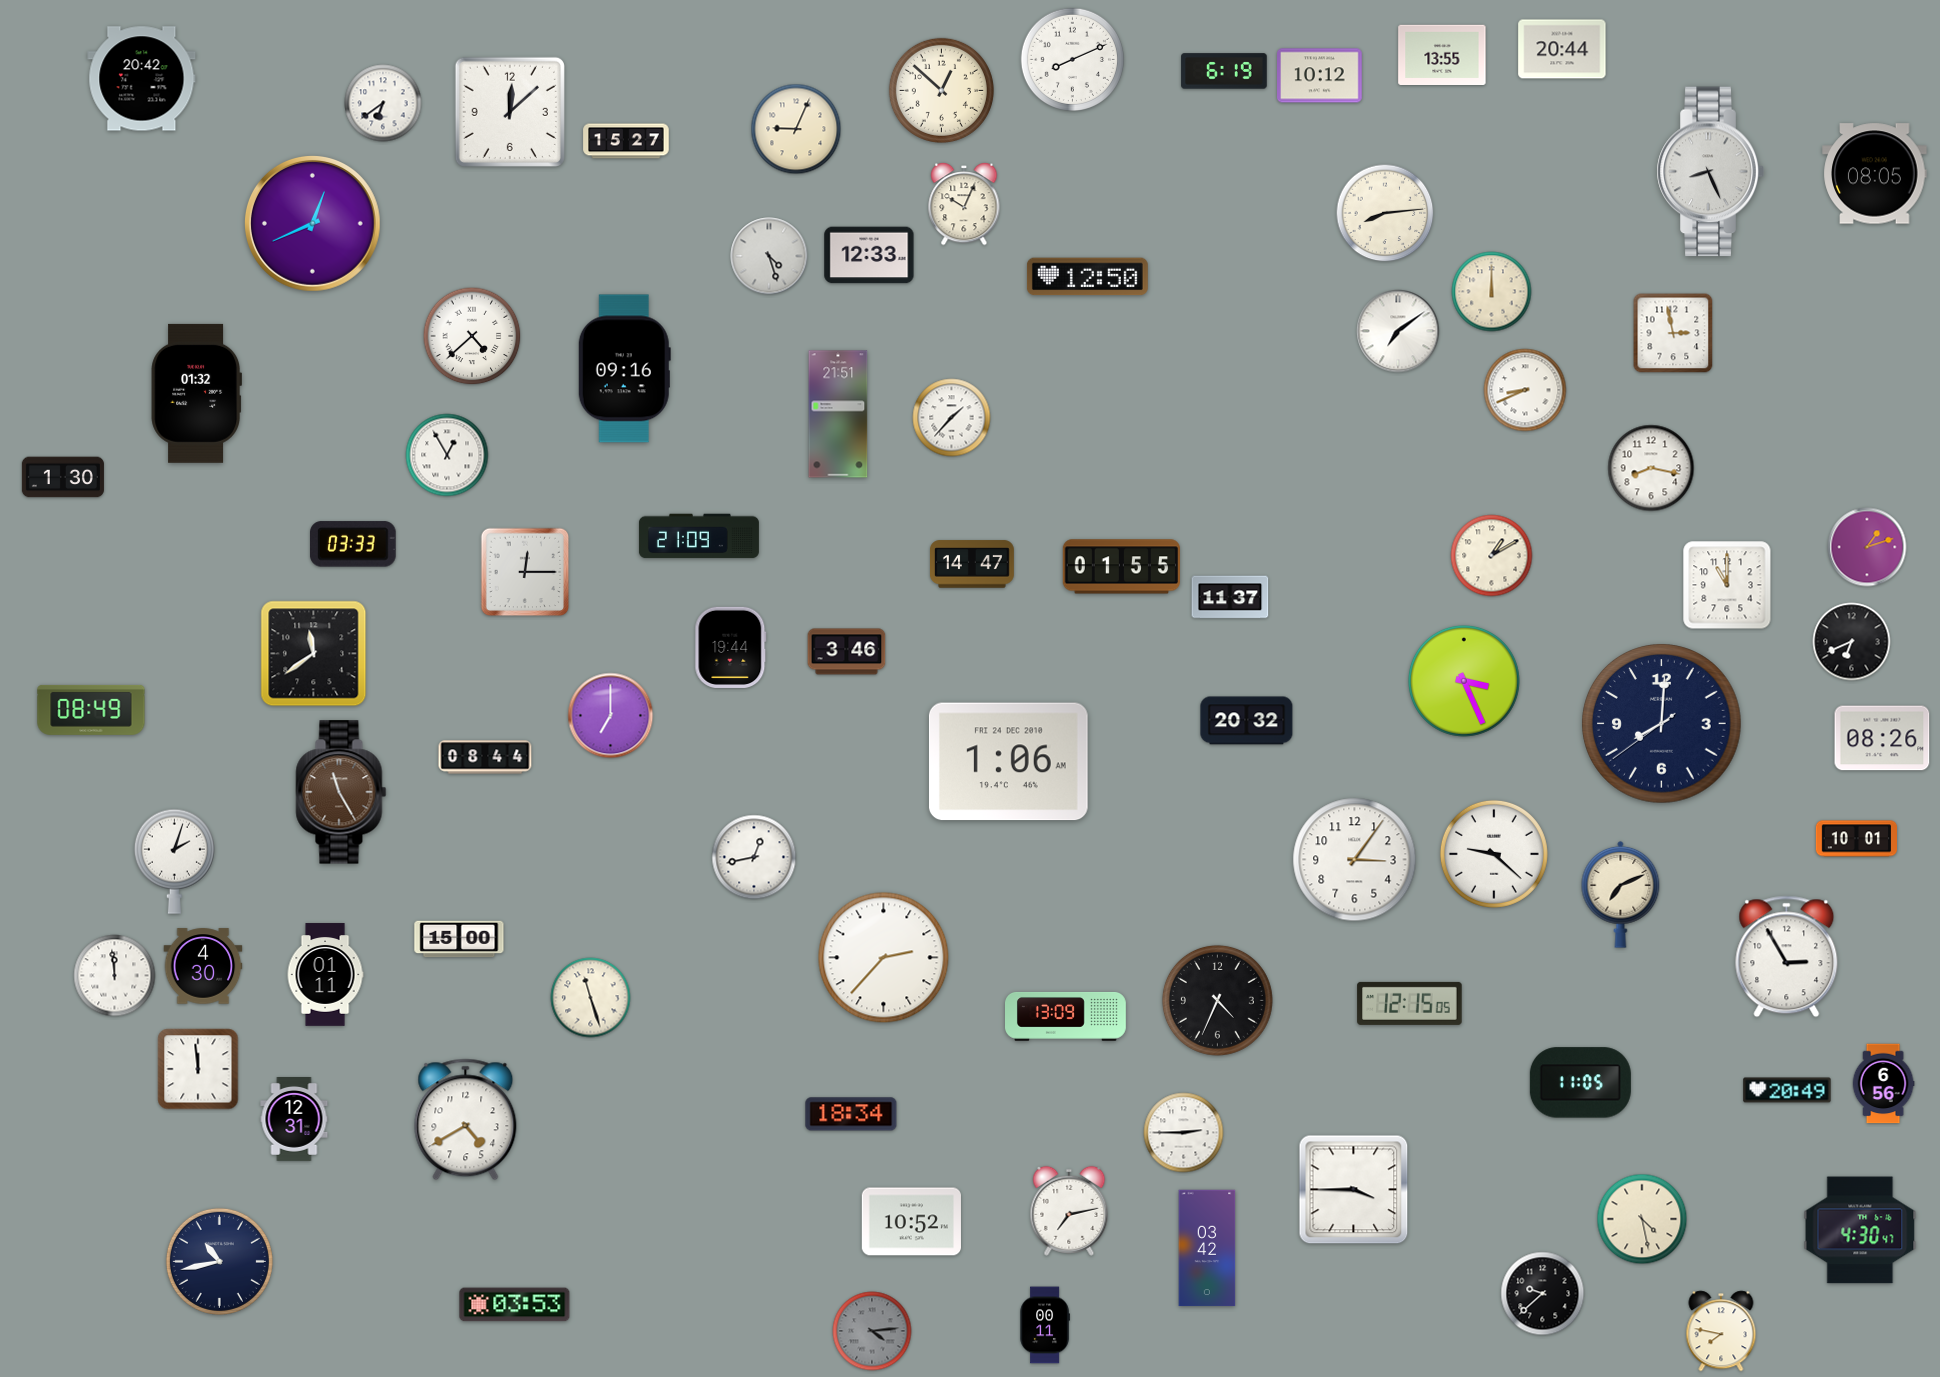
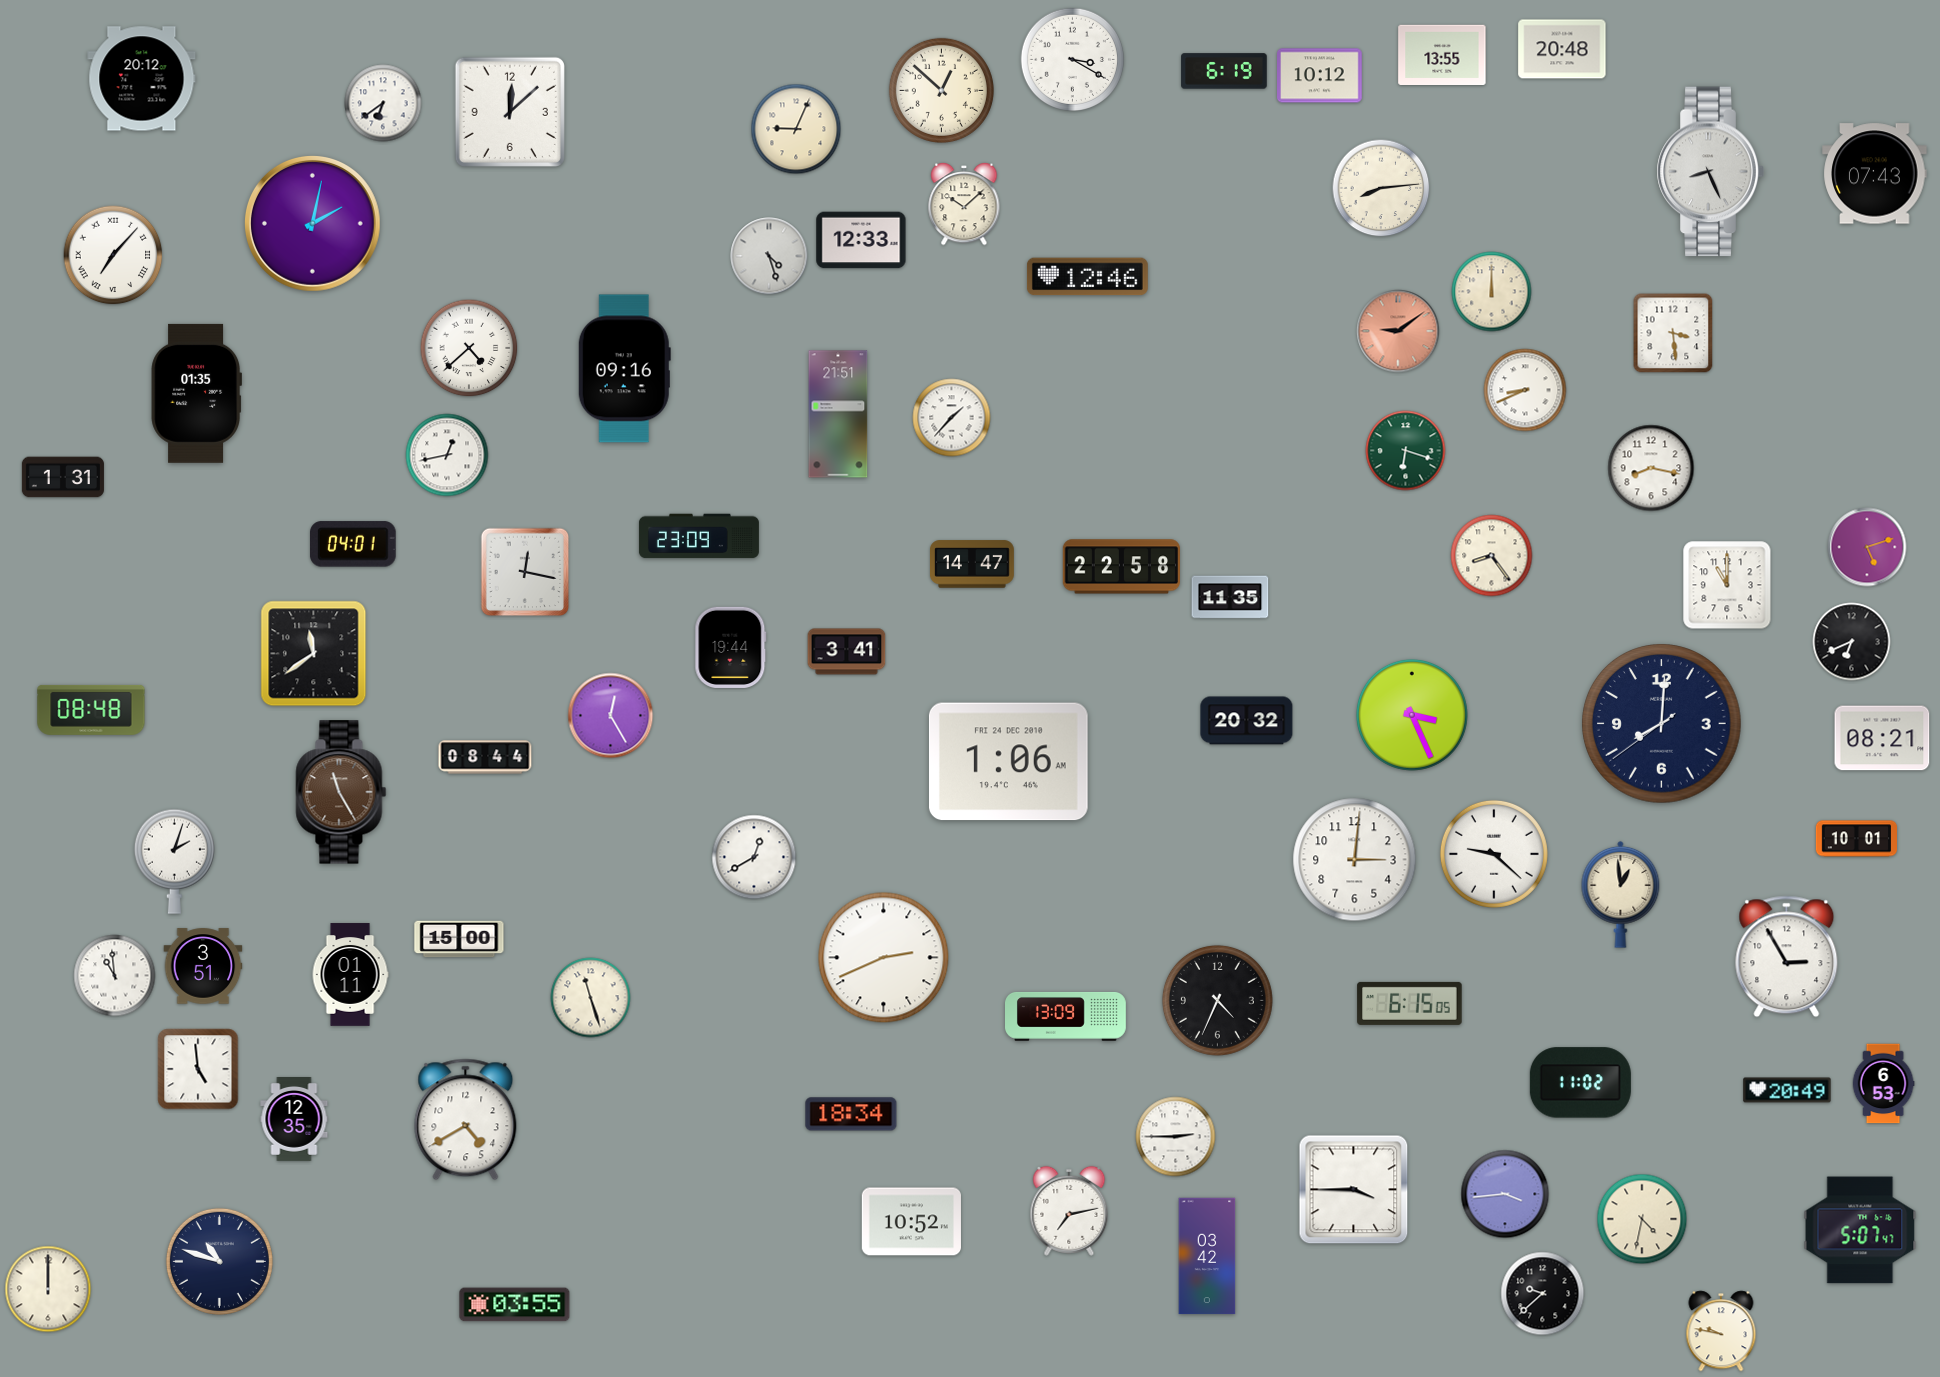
clock at (1562, 49): 20:44 -> 20:48
clock at (1072, 59): 8:11 -> 3:20
clock at (142, 79): 20:42 -> 20:12
clock at (626, 141): 15:27 -> none
clock at (1875, 174): 08:05 -> 07:43
clock at (964, 204): 10:04 -> 10:08
clock at (1385, 213) position: (1385, 213) -> (1381, 188)
clock at (313, 223): 12:41 -> 2:02
clock at (113, 255): none -> 7:07
clock at (869, 255) position: (869, 255) -> (861, 240)
clock at (1087, 277): 12:50 -> 12:46
clock at (1398, 331): 7:09 -> 9:09
clock at (1398, 331) dial: white -> salmon
clock at (1673, 333): 2:58 -> 3:29
clock at (472, 336) position: (472, 336) -> (469, 348)
clock at (196, 393): 01:32 -> 01:35
clock at (1406, 451): none -> 6:18
clock at (447, 455): 12:55 -> 12:43
clock at (63, 477): 1:30 -> 1:31
clock at (699, 536): 21:09 -> 23:09
clock at (354, 544): 03:33 -> 04:01
clock at (1867, 547): 1:12 -> 5:12
clock at (1492, 556): 1:10 -> 8:24
clock at (1121, 567): 01:55 -> 22:58
clock at (525, 572): 12:15 -> 12:17
clock at (1230, 597): 11:37 -> 11:35
clock at (847, 652): 3:46 -> 3:41
clock at (1464, 681) position: (1464, 681) -> (1412, 715)
clock at (91, 710): 08:49 -> 08:48
clock at (611, 716): 7:00 -> 12:25
clock at (1882, 738): 08:26 -> 08:21
clock at (754, 857): 12:43 -> 12:40
clock at (1355, 860): 3:06 -> 3:01
clock at (1621, 894): 7:11 -> 12:59
clock at (884, 958): 2:37 -> 2:41
clock at (203, 966): 4:30 -> 3:51
clock at (325, 975) position: (325, 975) -> (350, 975)
clock at (115, 976): 11:59 -> 10:59
clock at (1410, 1003): 12:15 -> 6:15
clock at (198, 1069): 11:59 -> 4:59
clock at (1580, 1083): 11:05 -> 11:02
clock at (1883, 1084): 6:56 -> 6:53
clock at (294, 1120): 12:31 -> 12:35
clock at (1184, 1133) position: (1184, 1133) -> (1176, 1137)
clock at (1505, 1194): none -> 3:44
clock at (1642, 1219): 4:28 -> 4:32
clock at (1860, 1230): 4:30 -> 5:07
clock at (1207, 1248) position: (1207, 1248) -> (1207, 1256)
clock at (219, 1261): 10:43 -> 10:48
clock at (48, 1289): none -> 12:00
clock at (515, 1305): 03:53 -> 03:55
clock at (1045, 1325): 00:11 -> none
clock at (872, 1331): 4:14 -> none
clock at (1721, 1331): 7:47 -> 9:47
